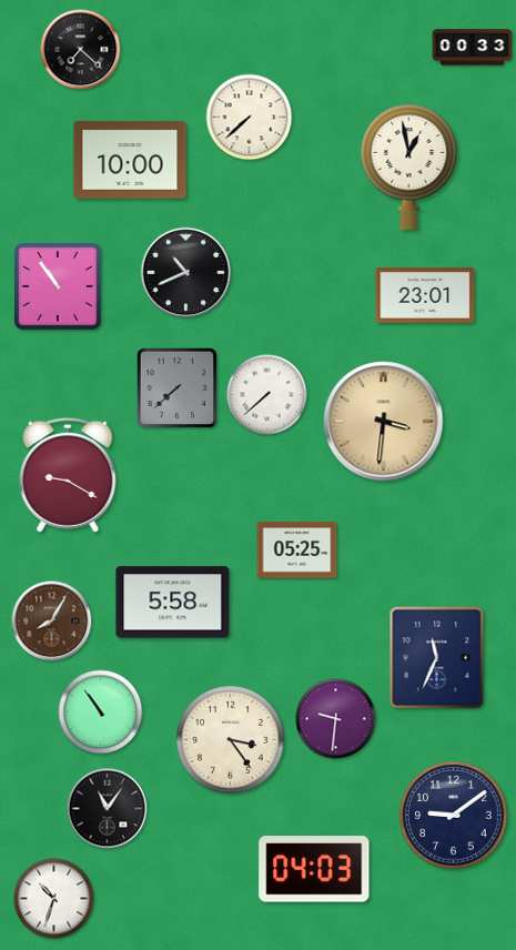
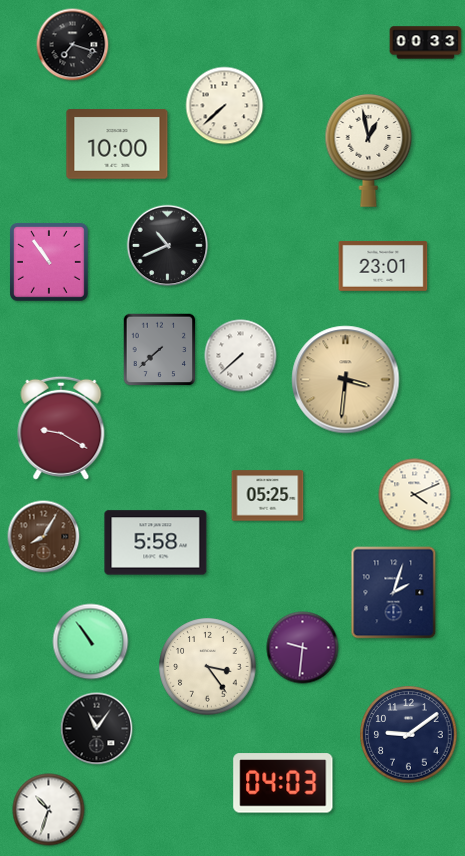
clock at (81, 50): 7:22 -> 7:18
clock at (58, 286) position: (58, 286) -> (49, 262)
clock at (415, 495): none -> 4:11
clock at (52, 621) position: (52, 621) -> (44, 537)
clock at (437, 658): 11:34 -> 2:03
